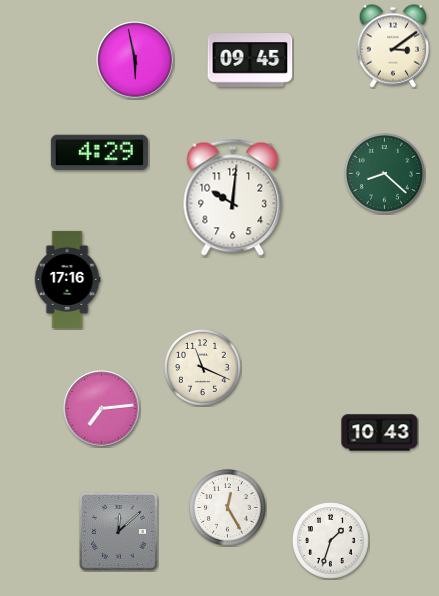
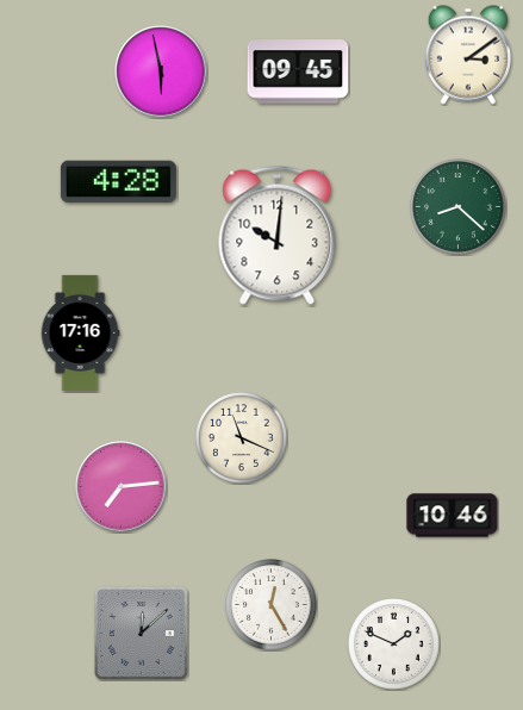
clock at (99, 153): 4:29 -> 4:28
clock at (380, 433): 10:43 -> 10:46
clock at (331, 541): 1:33 -> 1:49
